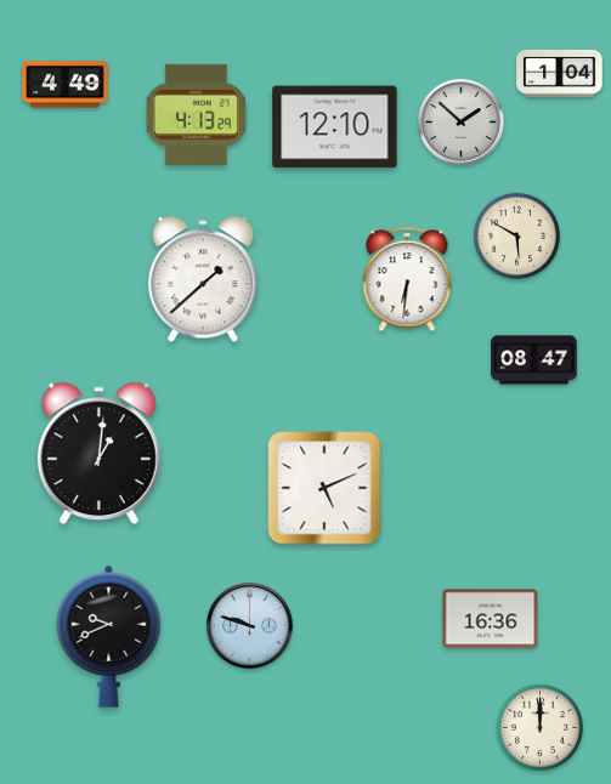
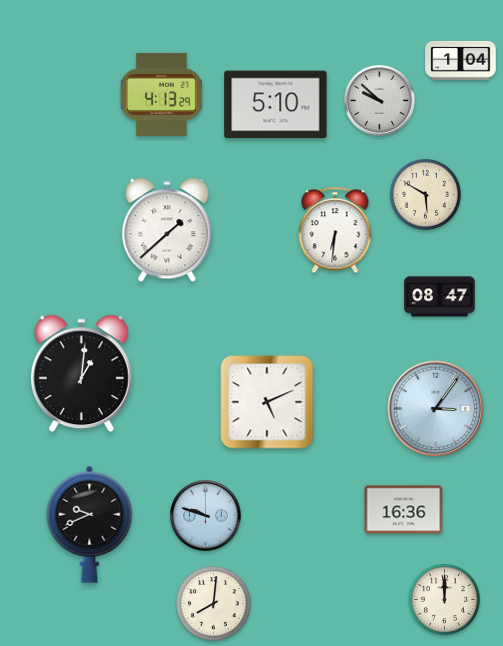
clock at (66, 85): 4:49 -> none
clock at (462, 123): 1:52 -> 9:52
clock at (335, 127): 12:10 -> 5:10
clock at (436, 409): none -> 3:06
clock at (214, 604): none -> 8:01
